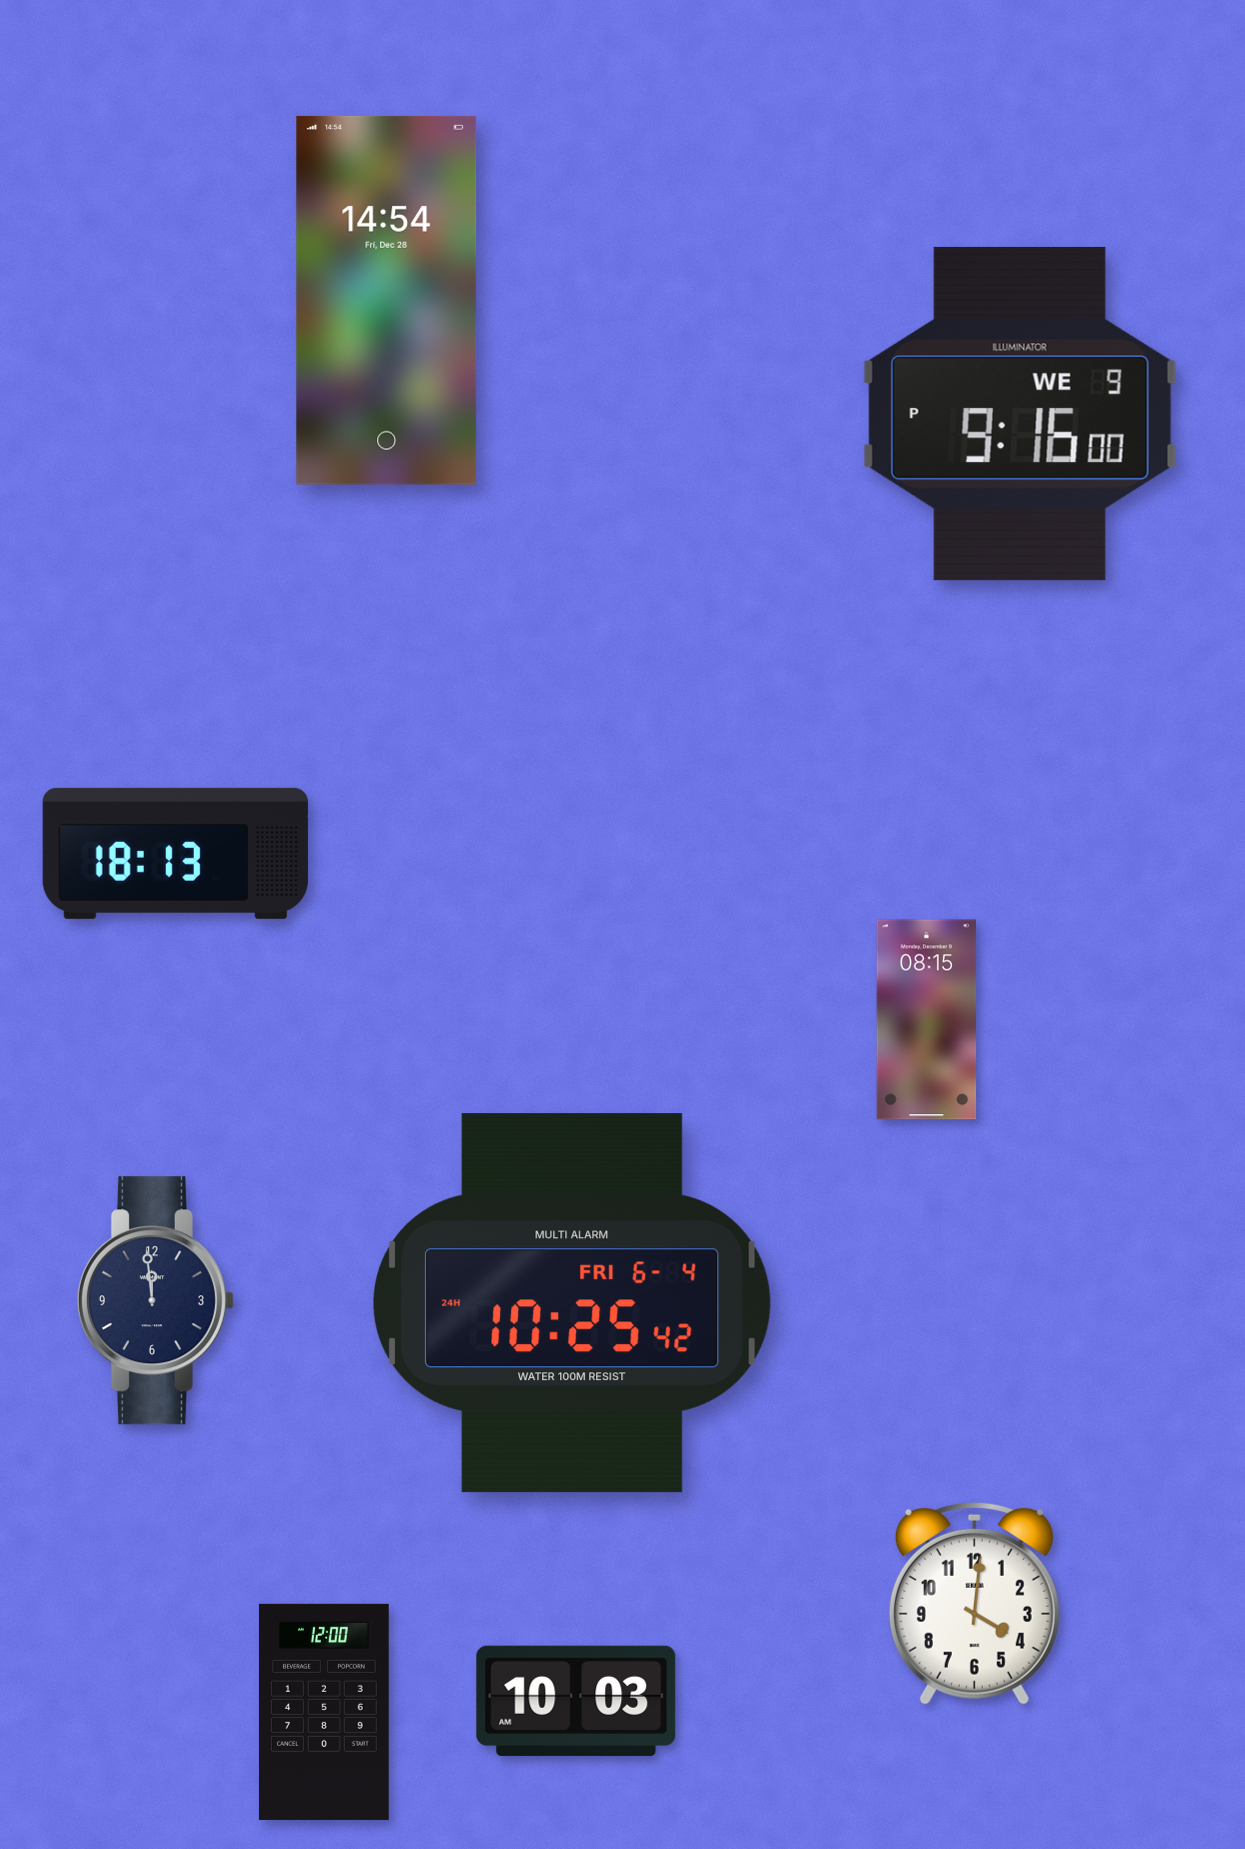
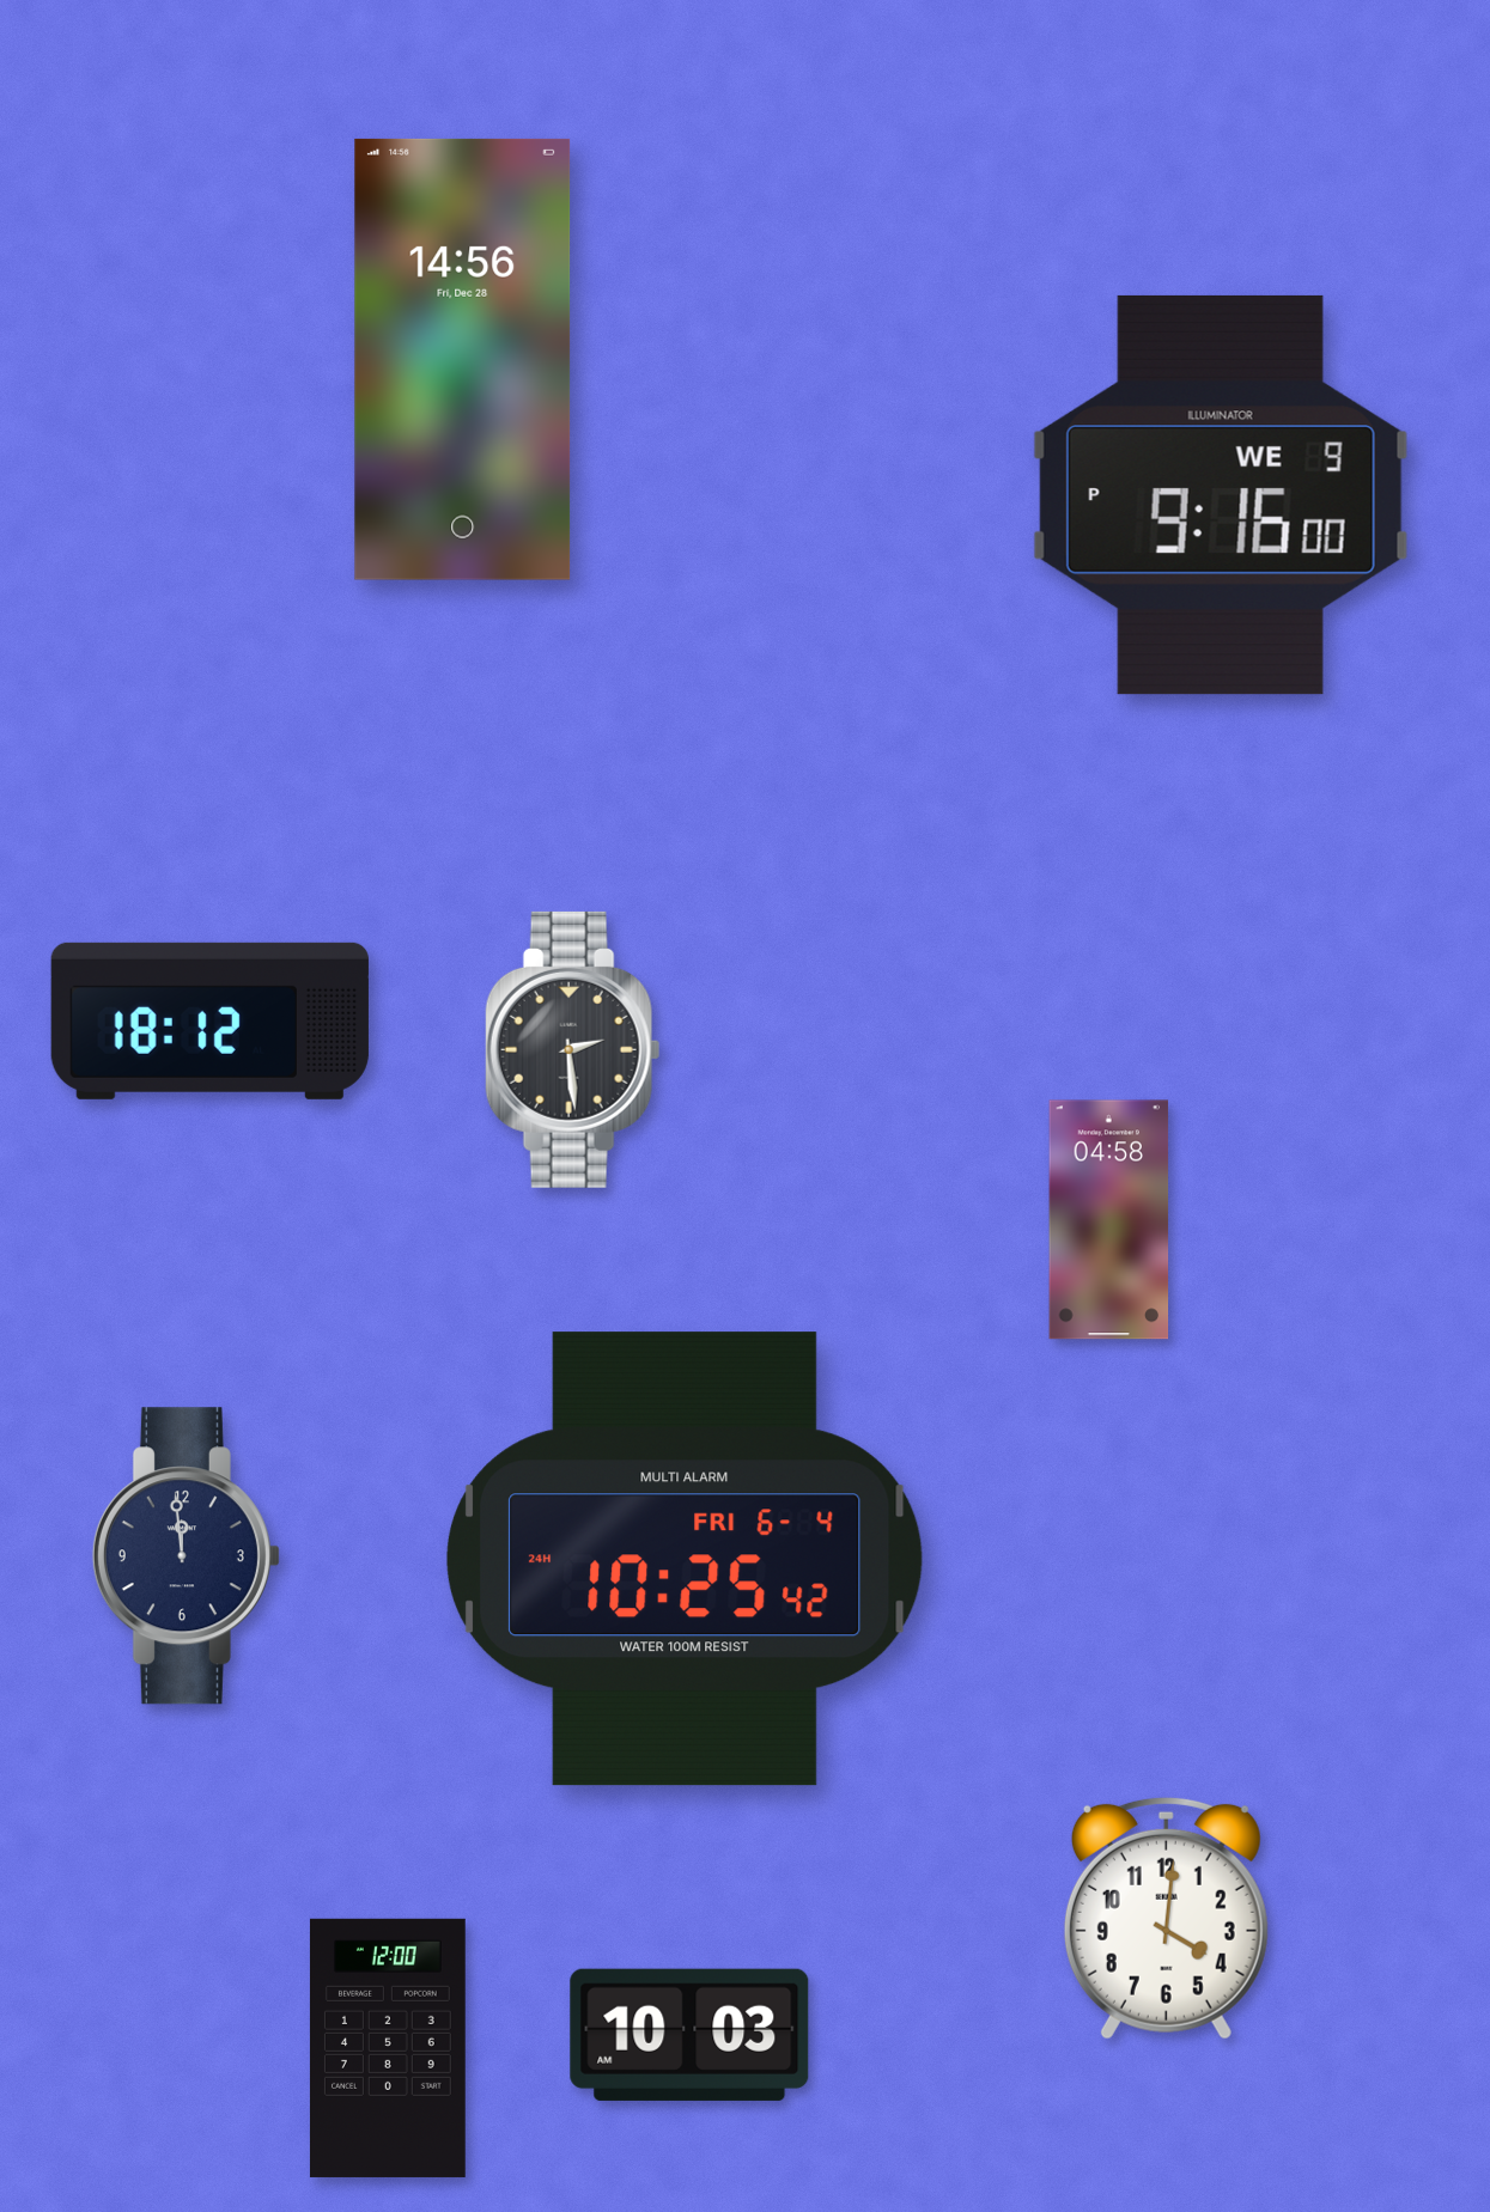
clock at (387, 300): 14:54 -> 14:56
clock at (175, 853): 18:13 -> 18:12
clock at (573, 1049): none -> 2:29
clock at (927, 1020): 08:15 -> 04:58
